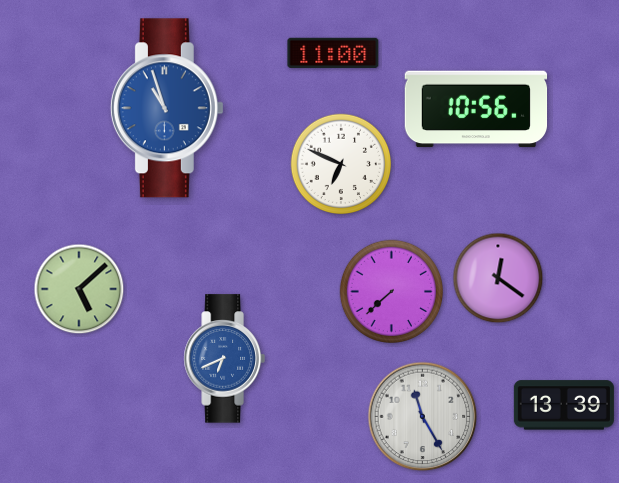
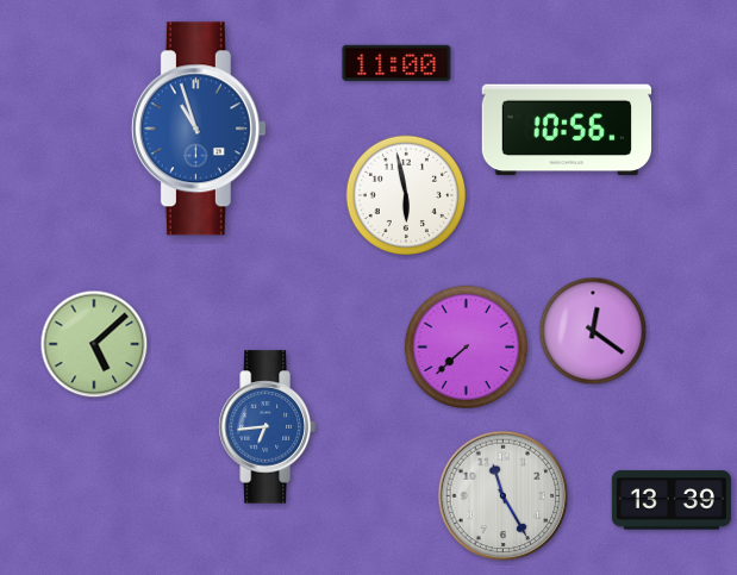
clock at (341, 164): 6:49 -> 5:58
clock at (224, 359): 6:41 -> 6:44
clock at (564, 405) position: (564, 405) -> (672, 500)
